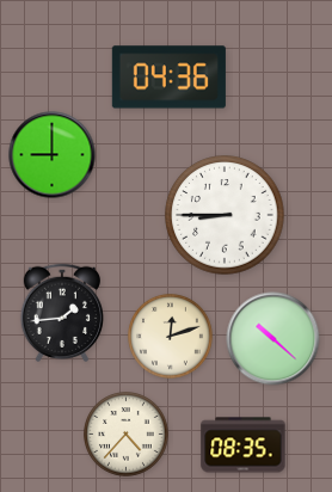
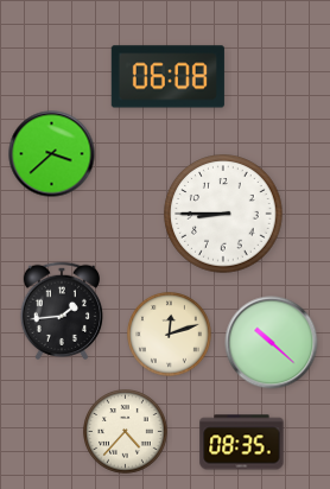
clock at (168, 78): 04:36 -> 06:08
clock at (53, 155): 9:00 -> 3:38
clock at (273, 339) position: (273, 339) -> (272, 343)
